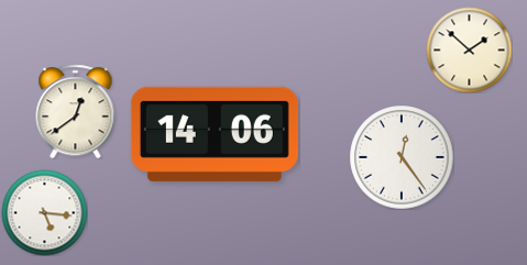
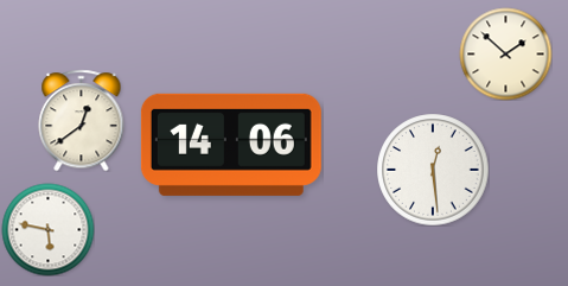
clock at (402, 157): 12:24 -> 12:29
clock at (44, 212): 5:16 -> 5:47
